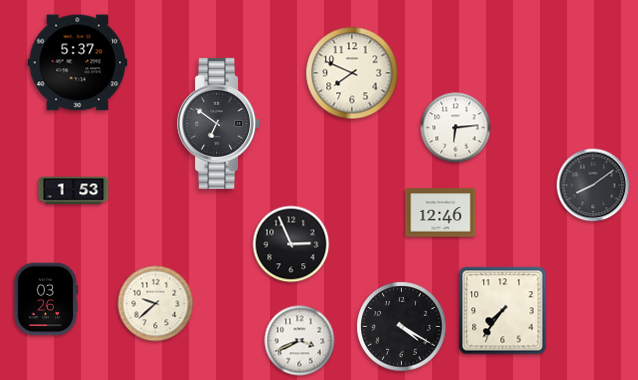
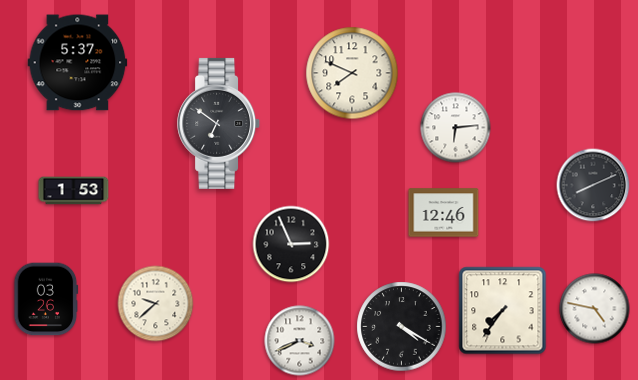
clock at (593, 185): 8:09 -> 8:11
clock at (441, 213) position: (441, 213) -> (444, 213)
clock at (595, 309): none -> 4:47
